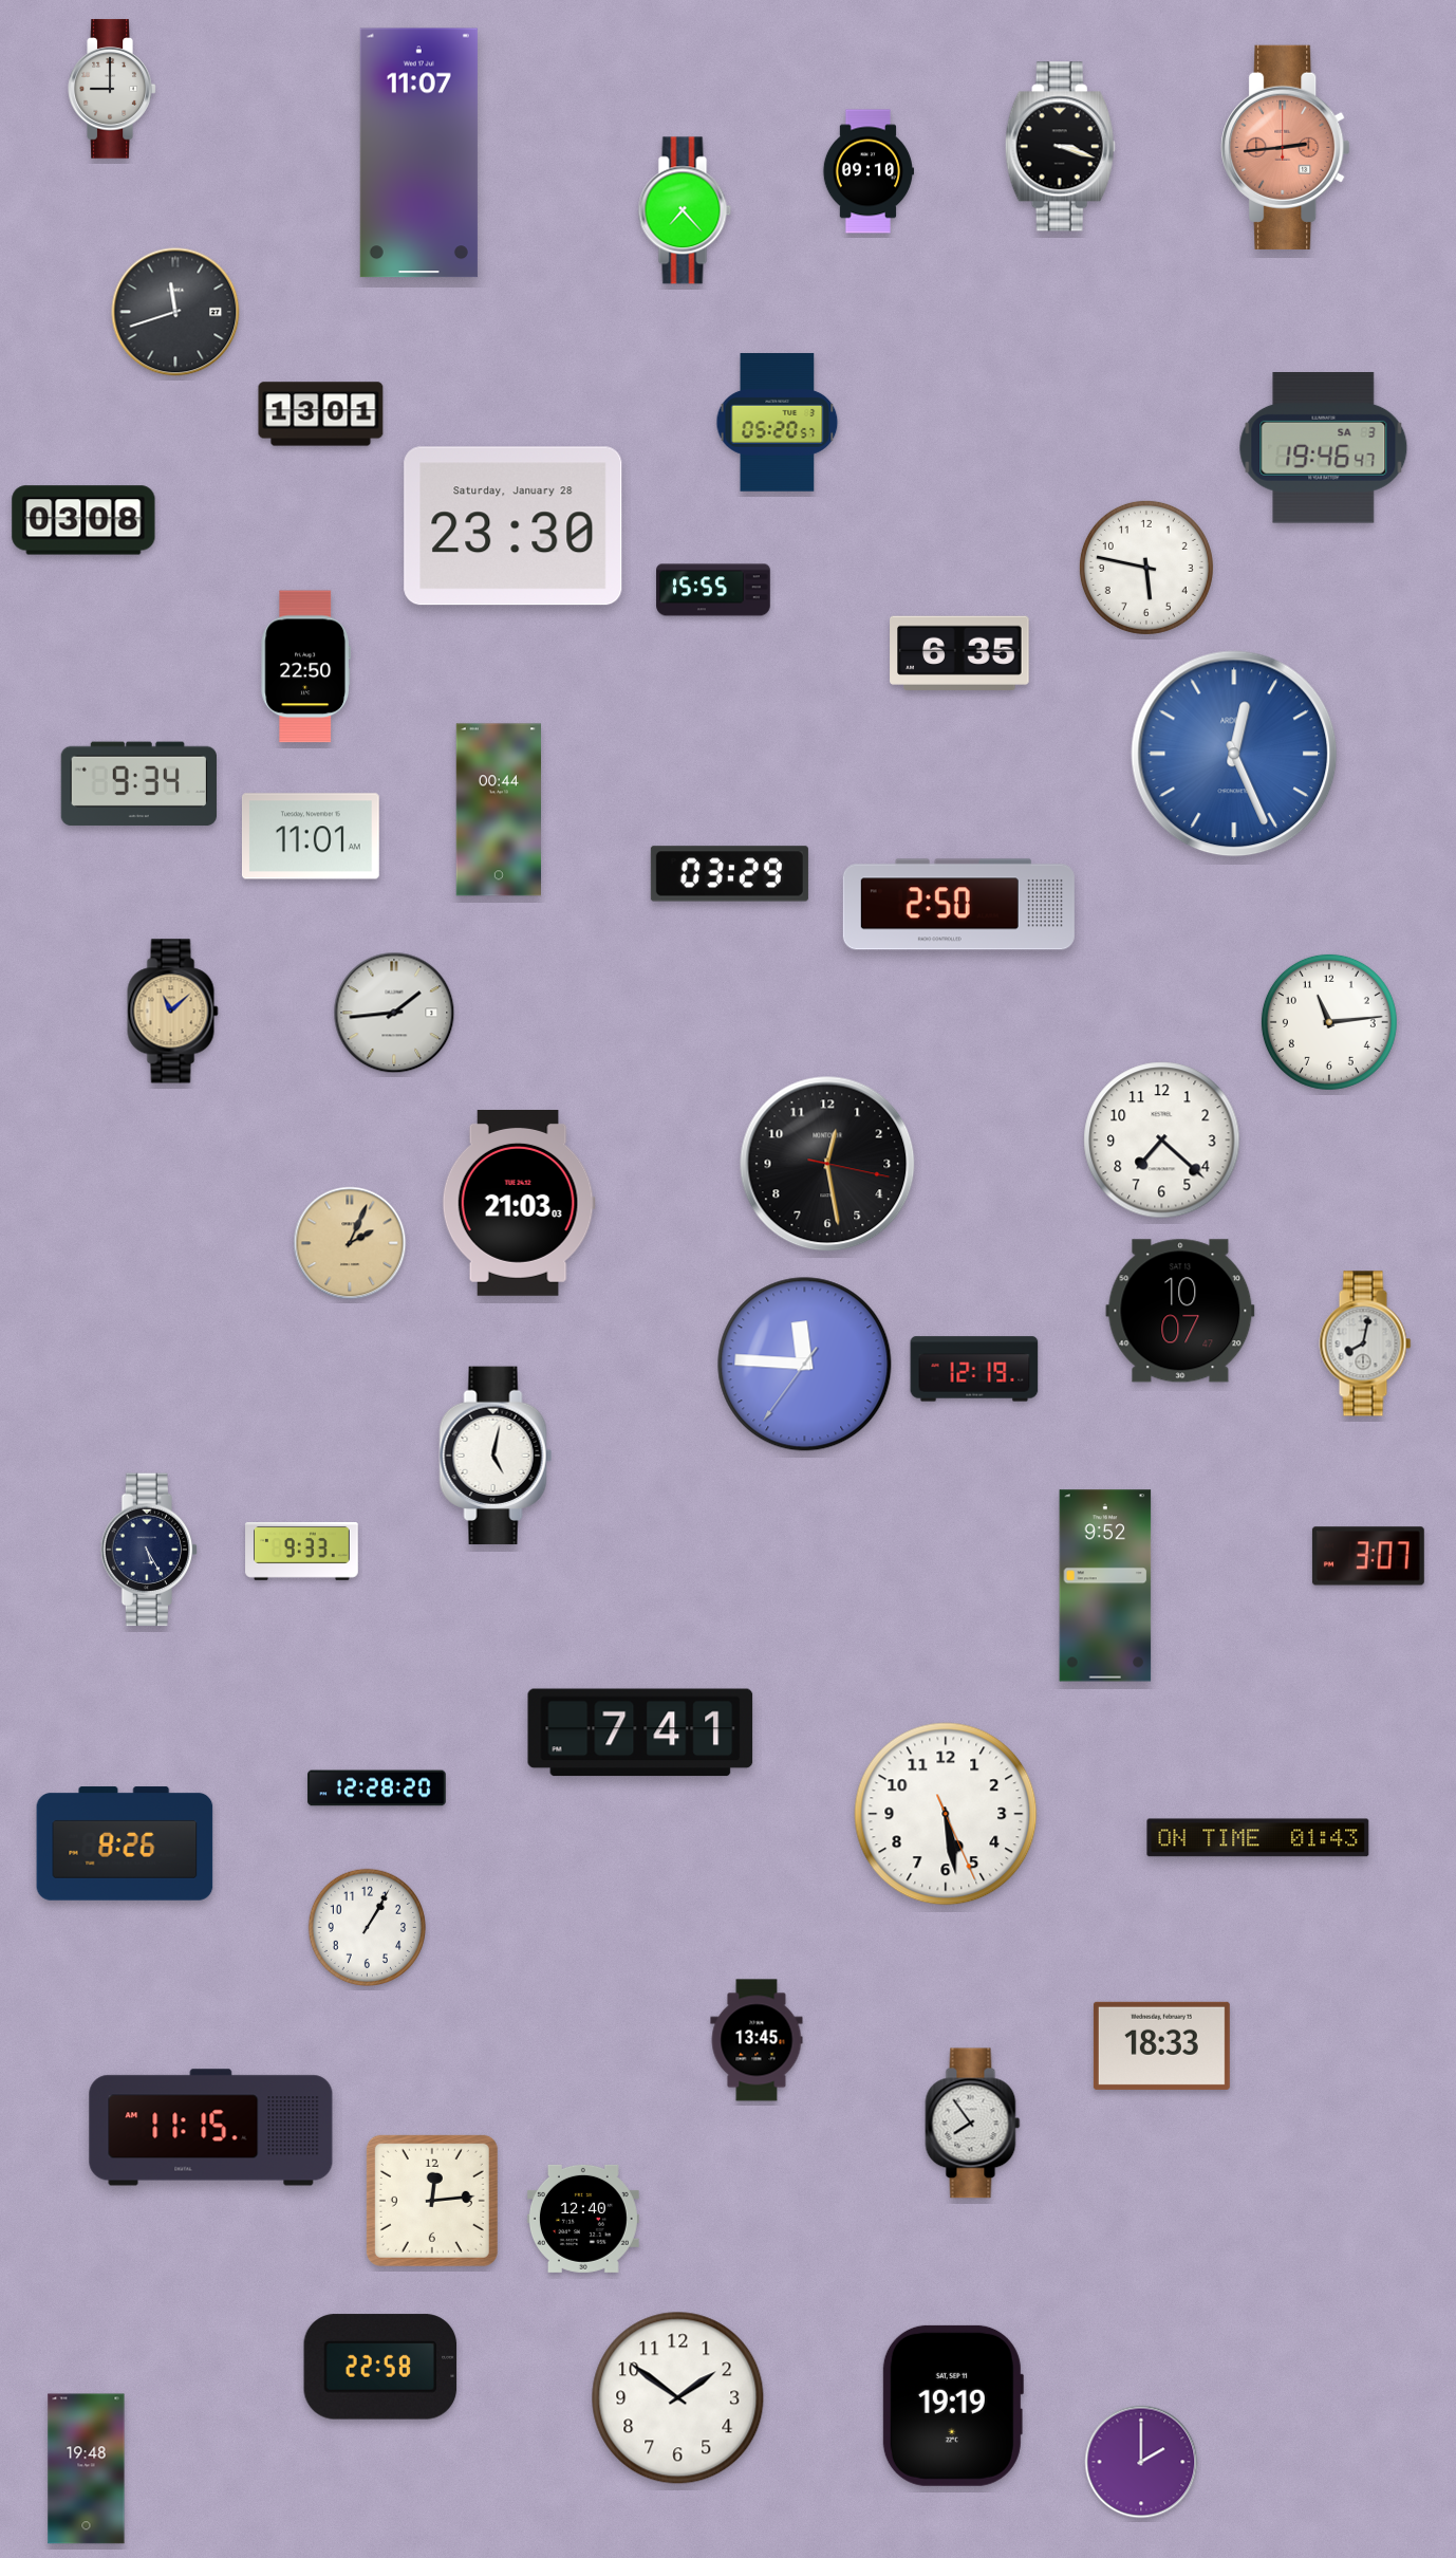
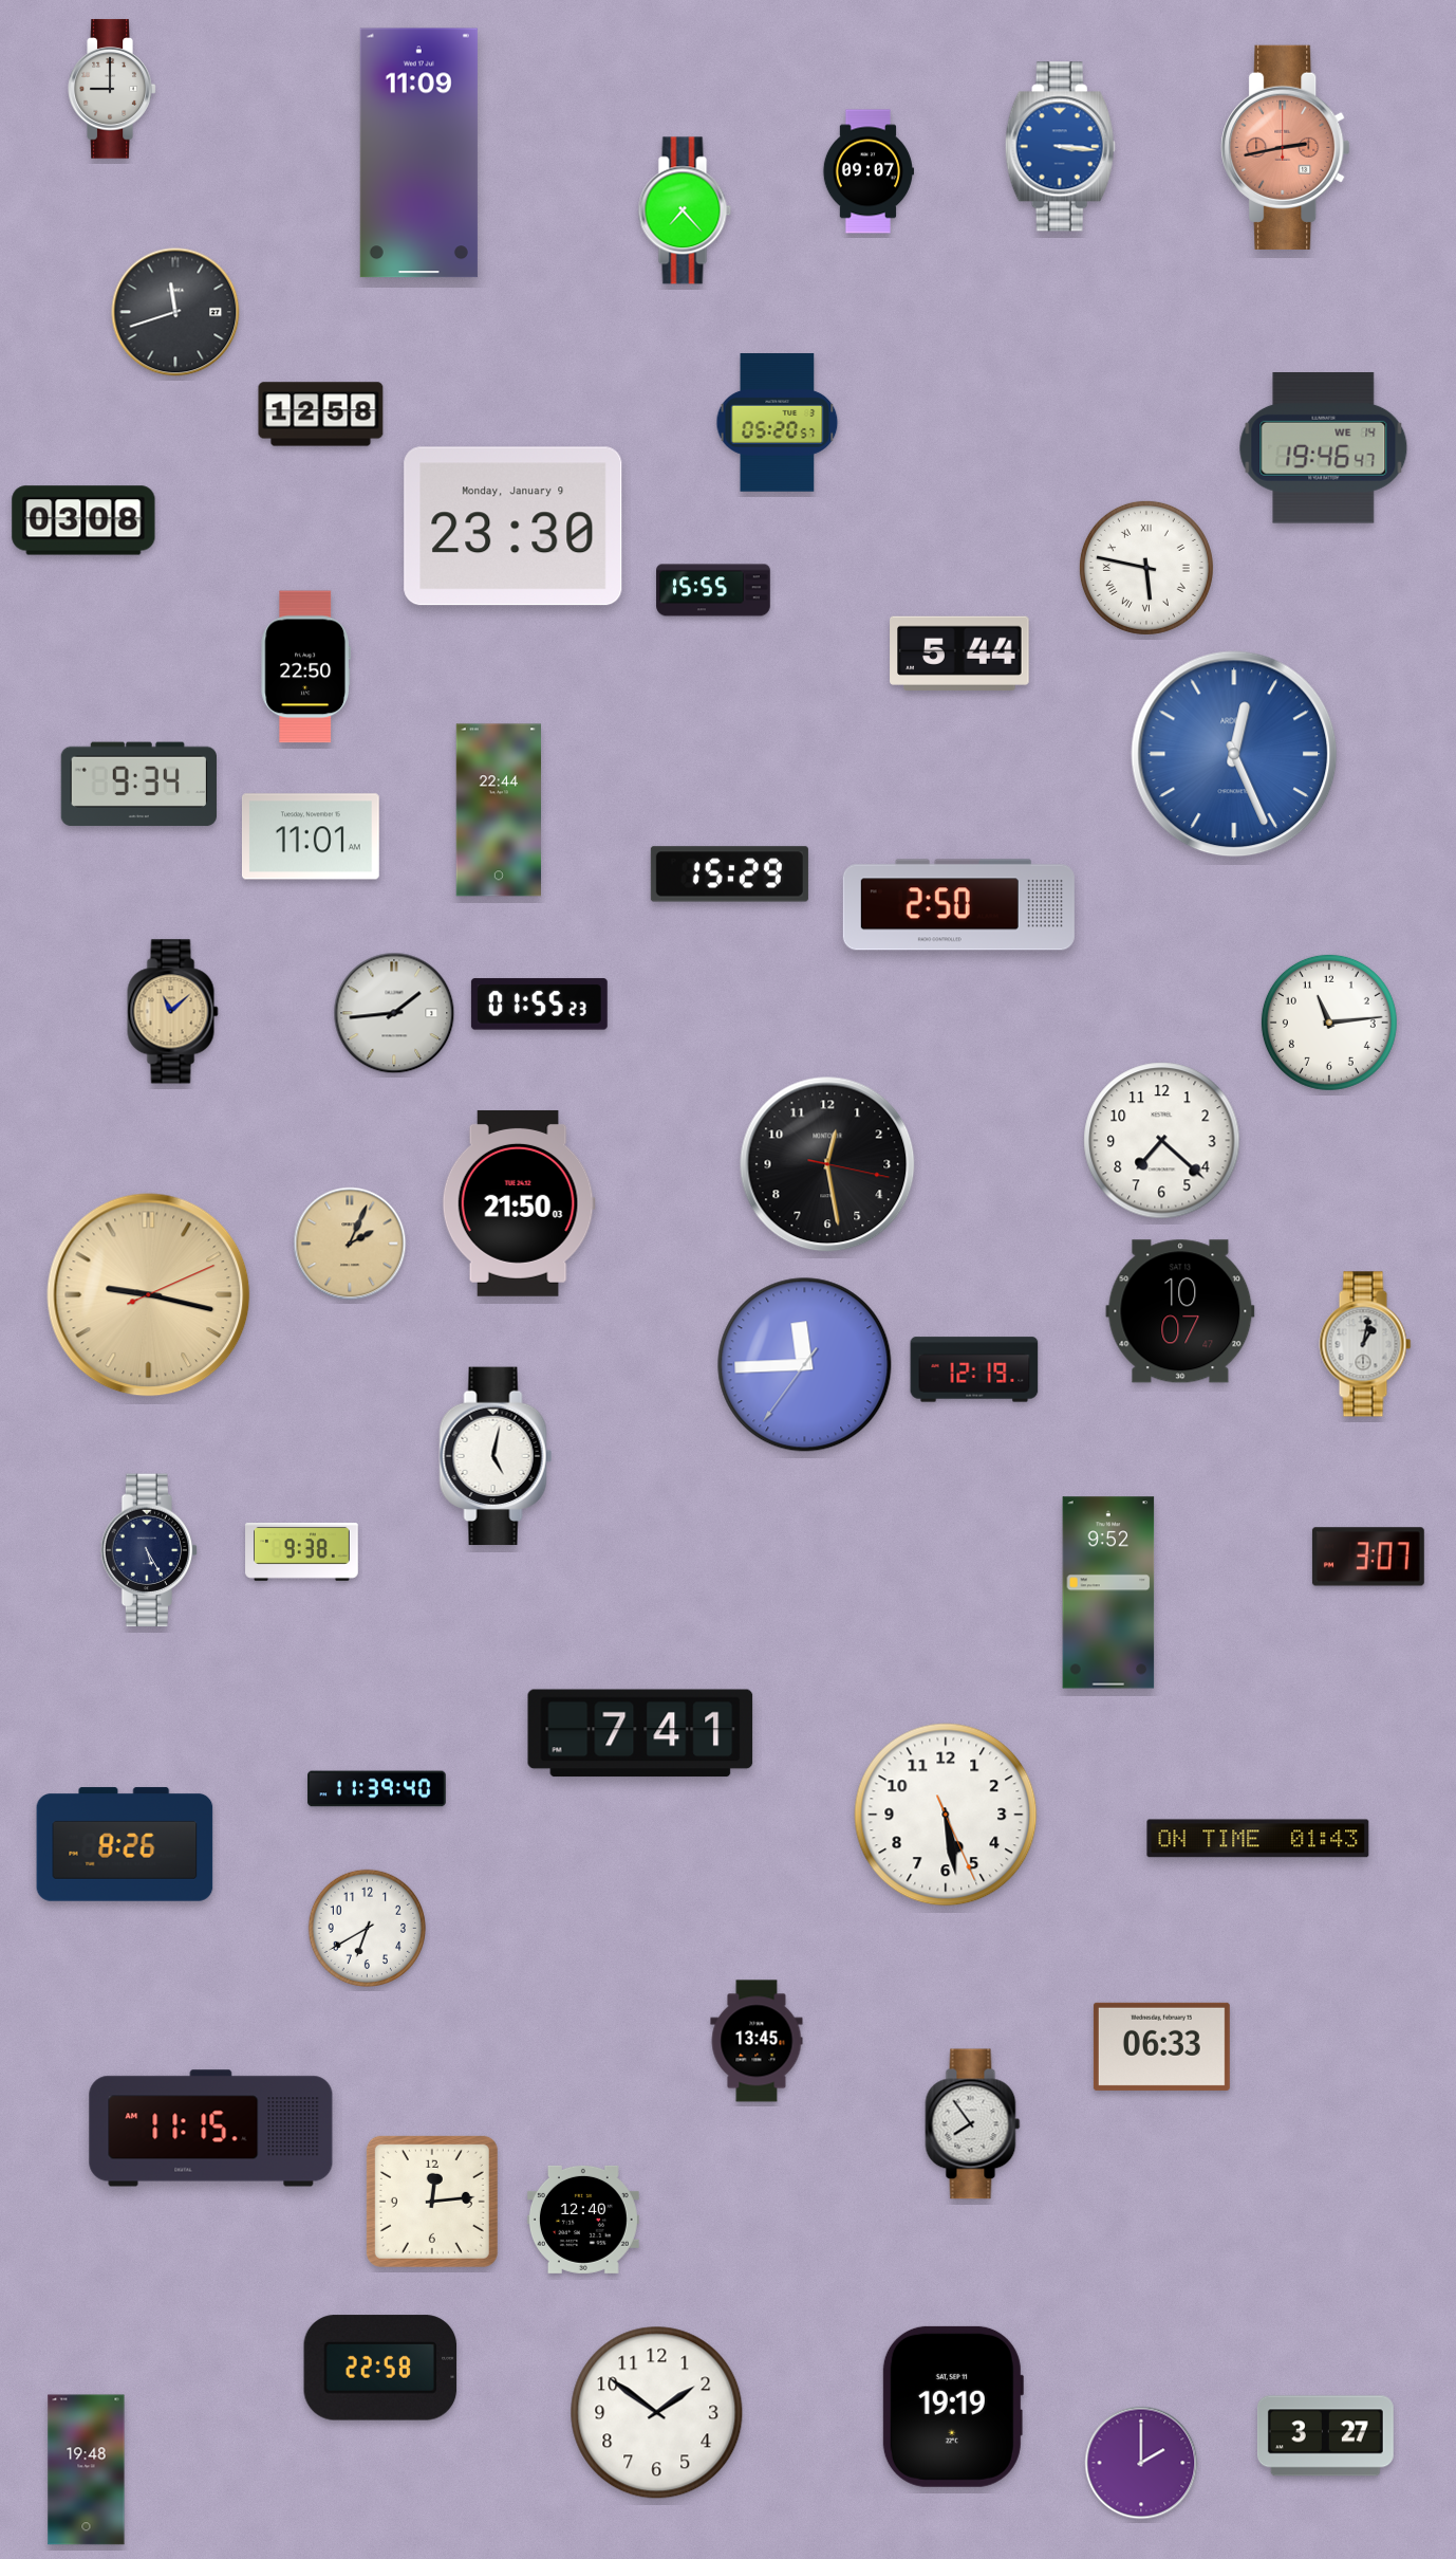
clock at (1060, 147): 3:18 -> 3:16
clock at (1060, 147) dial: black -> blue
clock at (1286, 147): 2:44 -> 2:43
clock at (418, 153): 11:07 -> 11:09
clock at (867, 171): 09:10 -> 09:07
clock at (321, 414): 13:01 -> 12:58
clock at (1324, 448) date: SA 3 -> WE 14
clock at (514, 526) date: Saturday, January 28 -> Monday, January 9
clock at (1146, 568) numerals: Arabic -> Roman
clock at (959, 653): 6:35 -> 5:44
clock at (498, 810): 00:44 -> 22:44
clock at (729, 874): 03:29 -> 15:29
clock at (539, 1005): none -> 01:55
clock at (519, 1203): 21:03 -> 21:50
clock at (149, 1295): none -> 9:17
clock at (1365, 1343): 8:02 -> 1:02
clock at (805, 1365): 11:45 -> 11:44
clock at (302, 1552): 9:33 -> 9:38
clock at (1105, 1586) position: (1105, 1586) -> (1108, 1593)
clock at (377, 1788): 12:28 -> 11:39
clock at (368, 1928): 1:05 -> 6:40
clock at (1161, 2045): 18:33 -> 06:33
clock at (678, 2398) position: (678, 2398) -> (657, 2413)
clock at (1325, 2436): none -> 3:27
